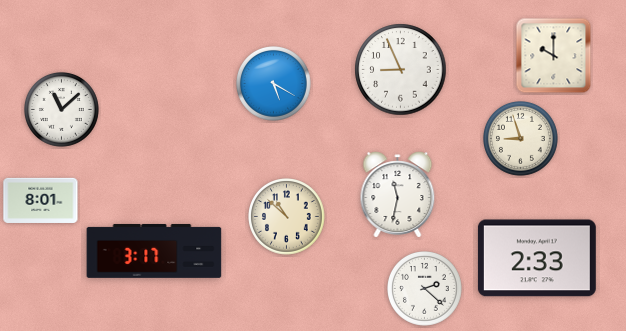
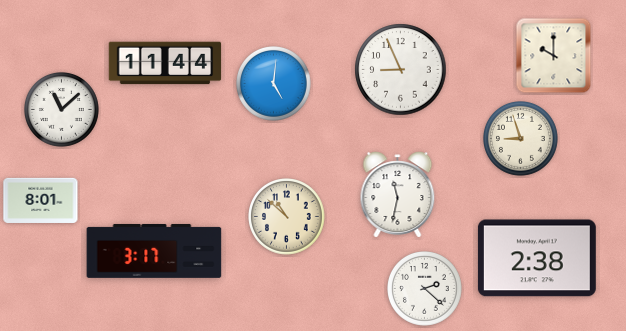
clock at (165, 63): none -> 11:44
clock at (274, 84): 5:20 -> 5:01
clock at (537, 258): 2:33 -> 2:38
